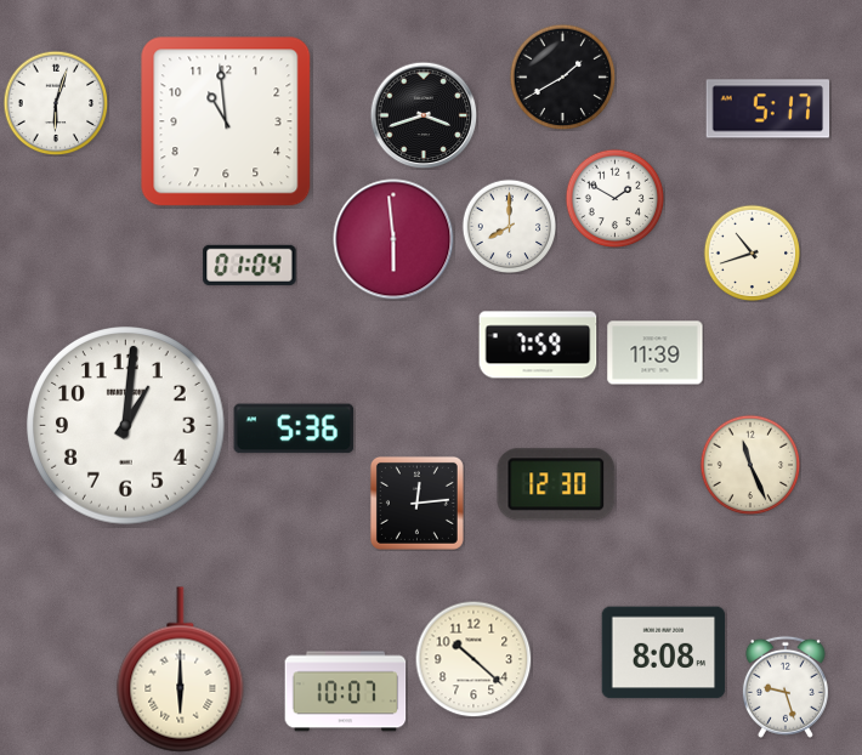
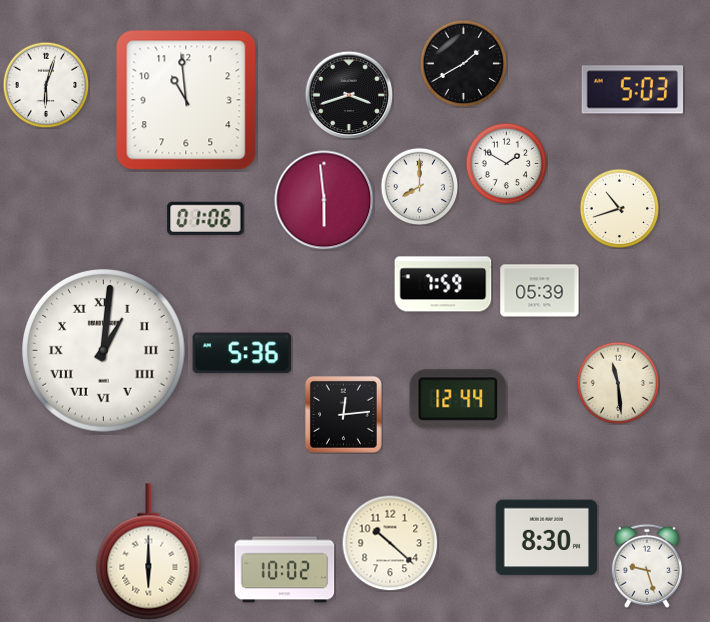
clock at (769, 109): 5:17 -> 5:03
clock at (393, 239) position: (393, 239) -> (324, 200)
clock at (250, 265): 01:04 -> 01:06
clock at (656, 353): 11:39 -> 05:39
clock at (126, 426) numerals: Arabic -> Roman
clock at (750, 465): 11:26 -> 11:29
clock at (556, 484): 12:30 -> 12:44
clock at (664, 653): 8:08 -> 8:30
clock at (346, 692): 10:07 -> 10:02
